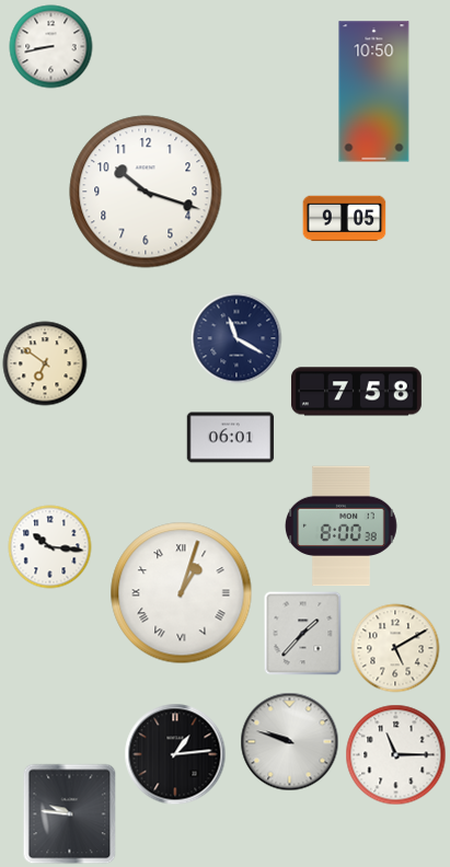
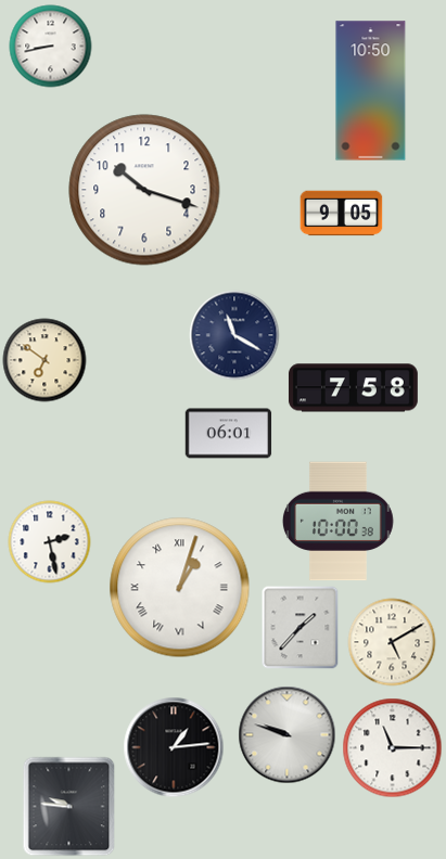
clock at (345, 219) position: (345, 219) -> (342, 214)
clock at (341, 527): 8:00 -> 10:00
clock at (50, 547): 10:16 -> 2:28
